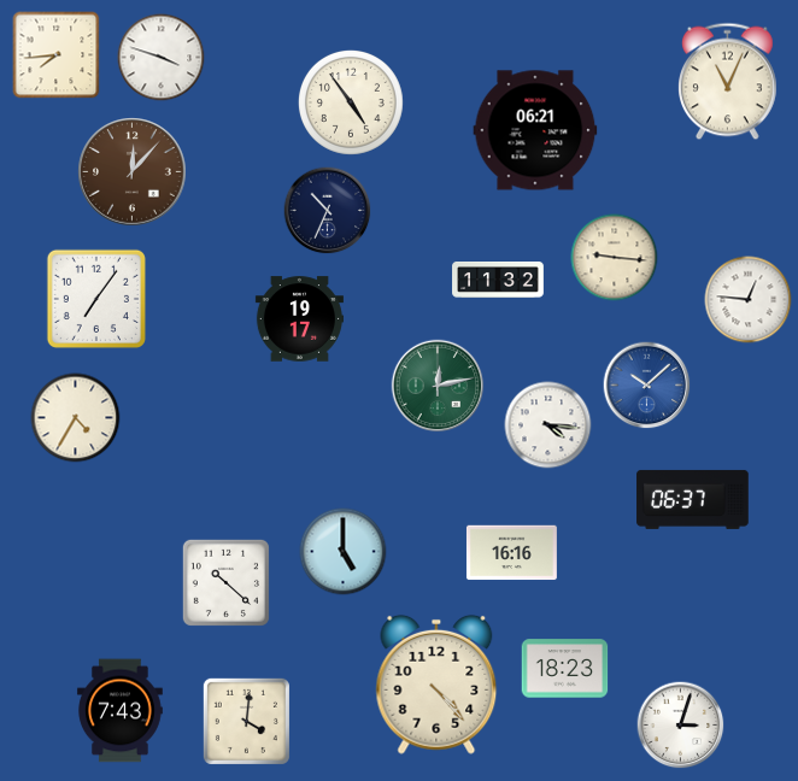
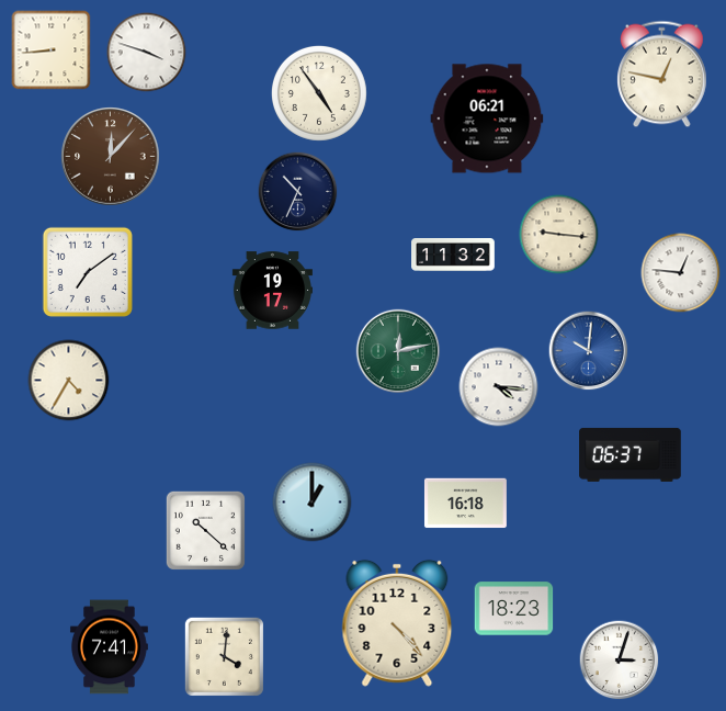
clock at (57, 55): 7:44 -> 8:44
clock at (728, 82): 11:04 -> 12:47
clock at (133, 172) position: (133, 172) -> (111, 157)
clock at (96, 299): 7:06 -> 7:09
clock at (647, 386): 10:08 -> 10:01
clock at (344, 552): 5:00 -> 1:00
clock at (511, 553): 16:16 -> 16:18
clock at (119, 711): 7:43 -> 7:41
